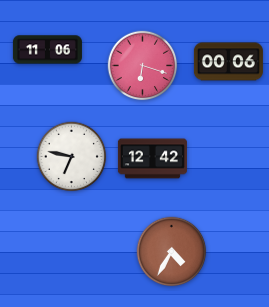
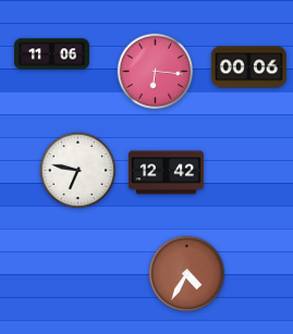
clock at (143, 66): 6:18 -> 6:16
